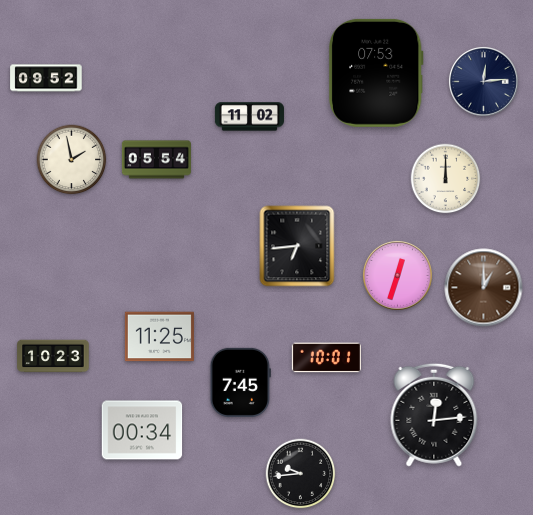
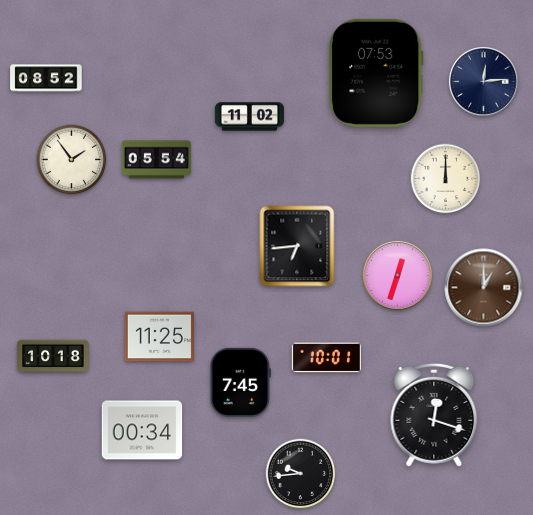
clock at (46, 78): 09:52 -> 08:52
clock at (72, 160): 1:58 -> 1:54
clock at (53, 356): 10:23 -> 10:18
clock at (434, 415): 12:14 -> 12:18
